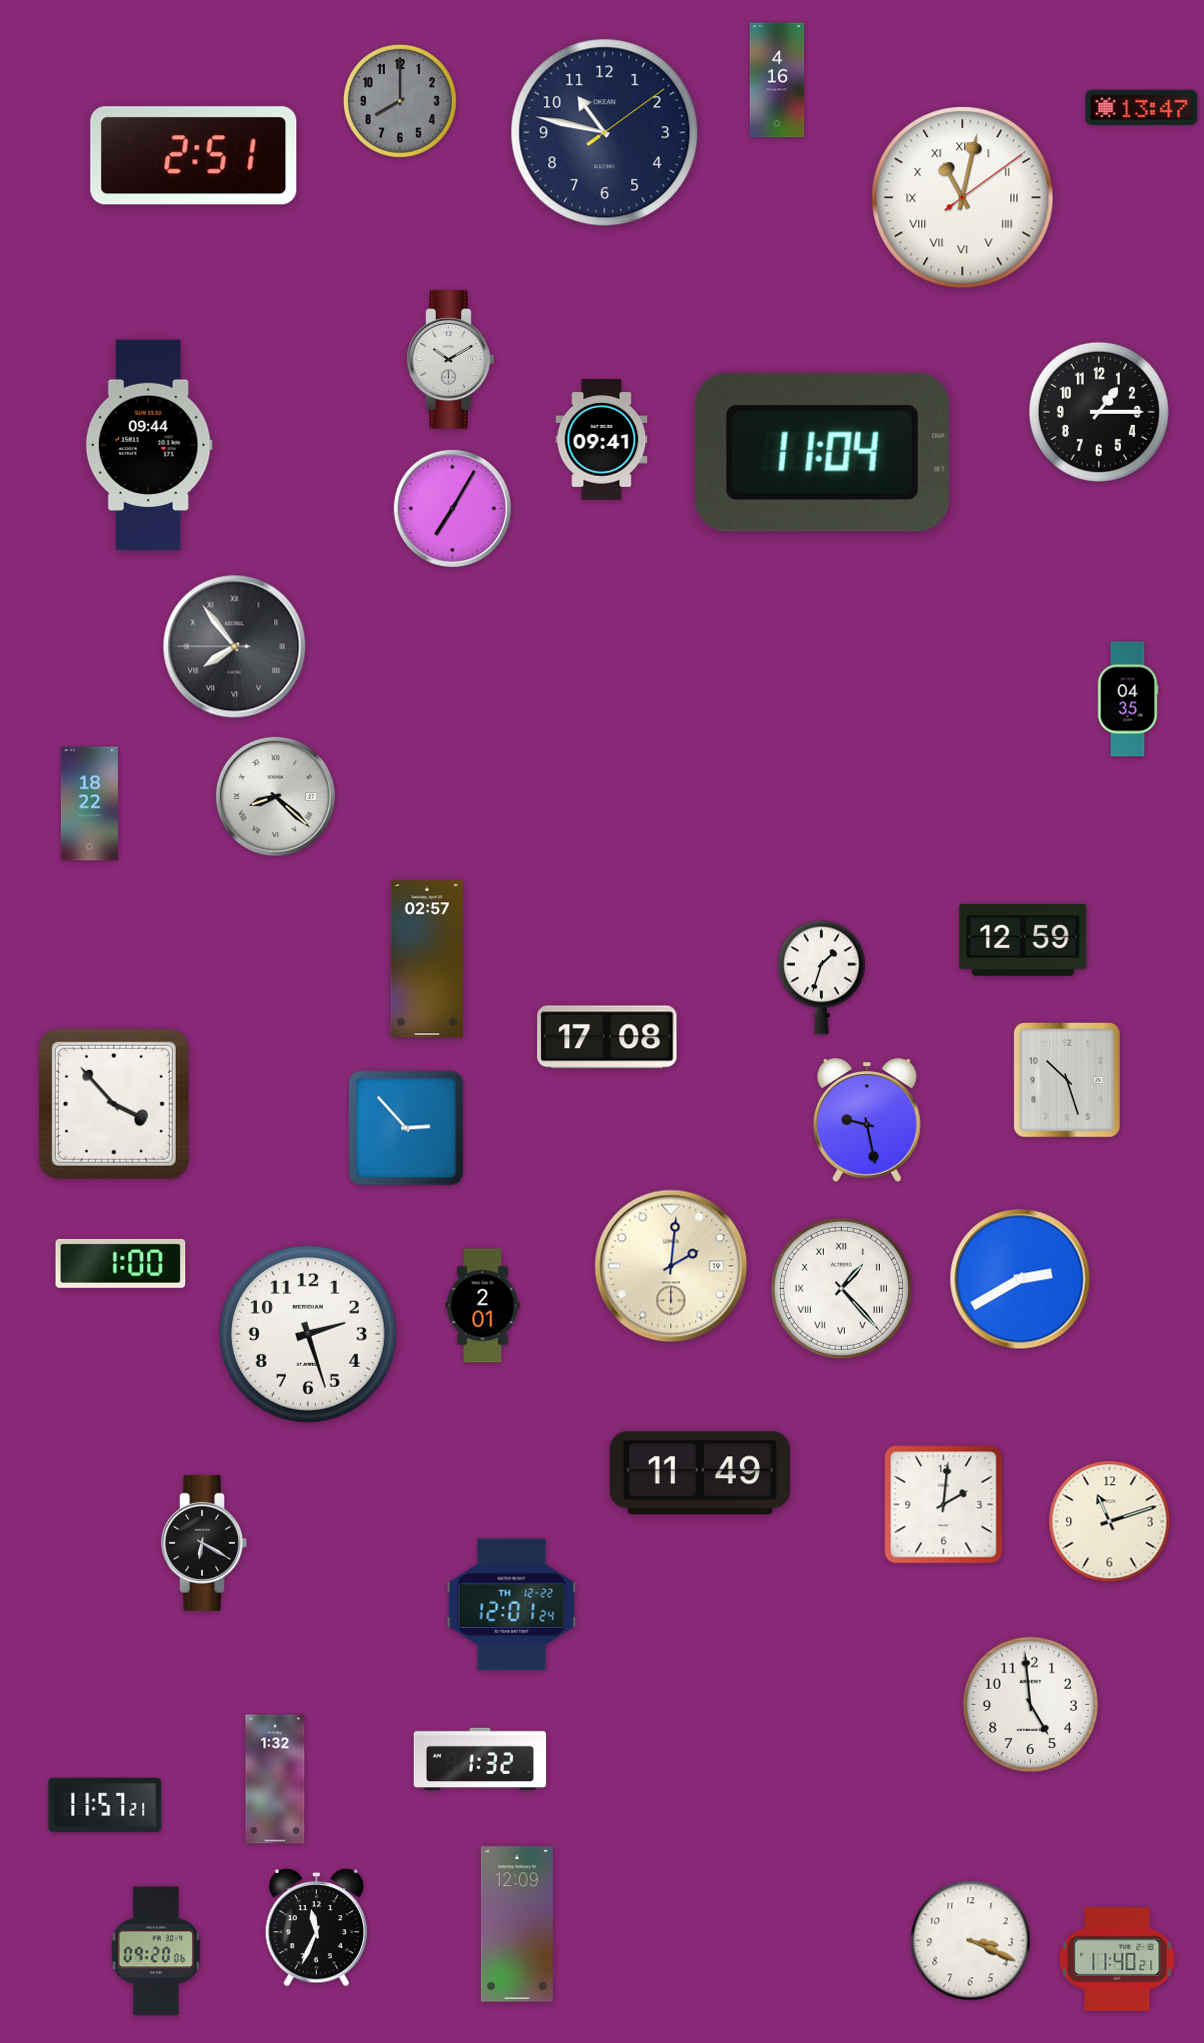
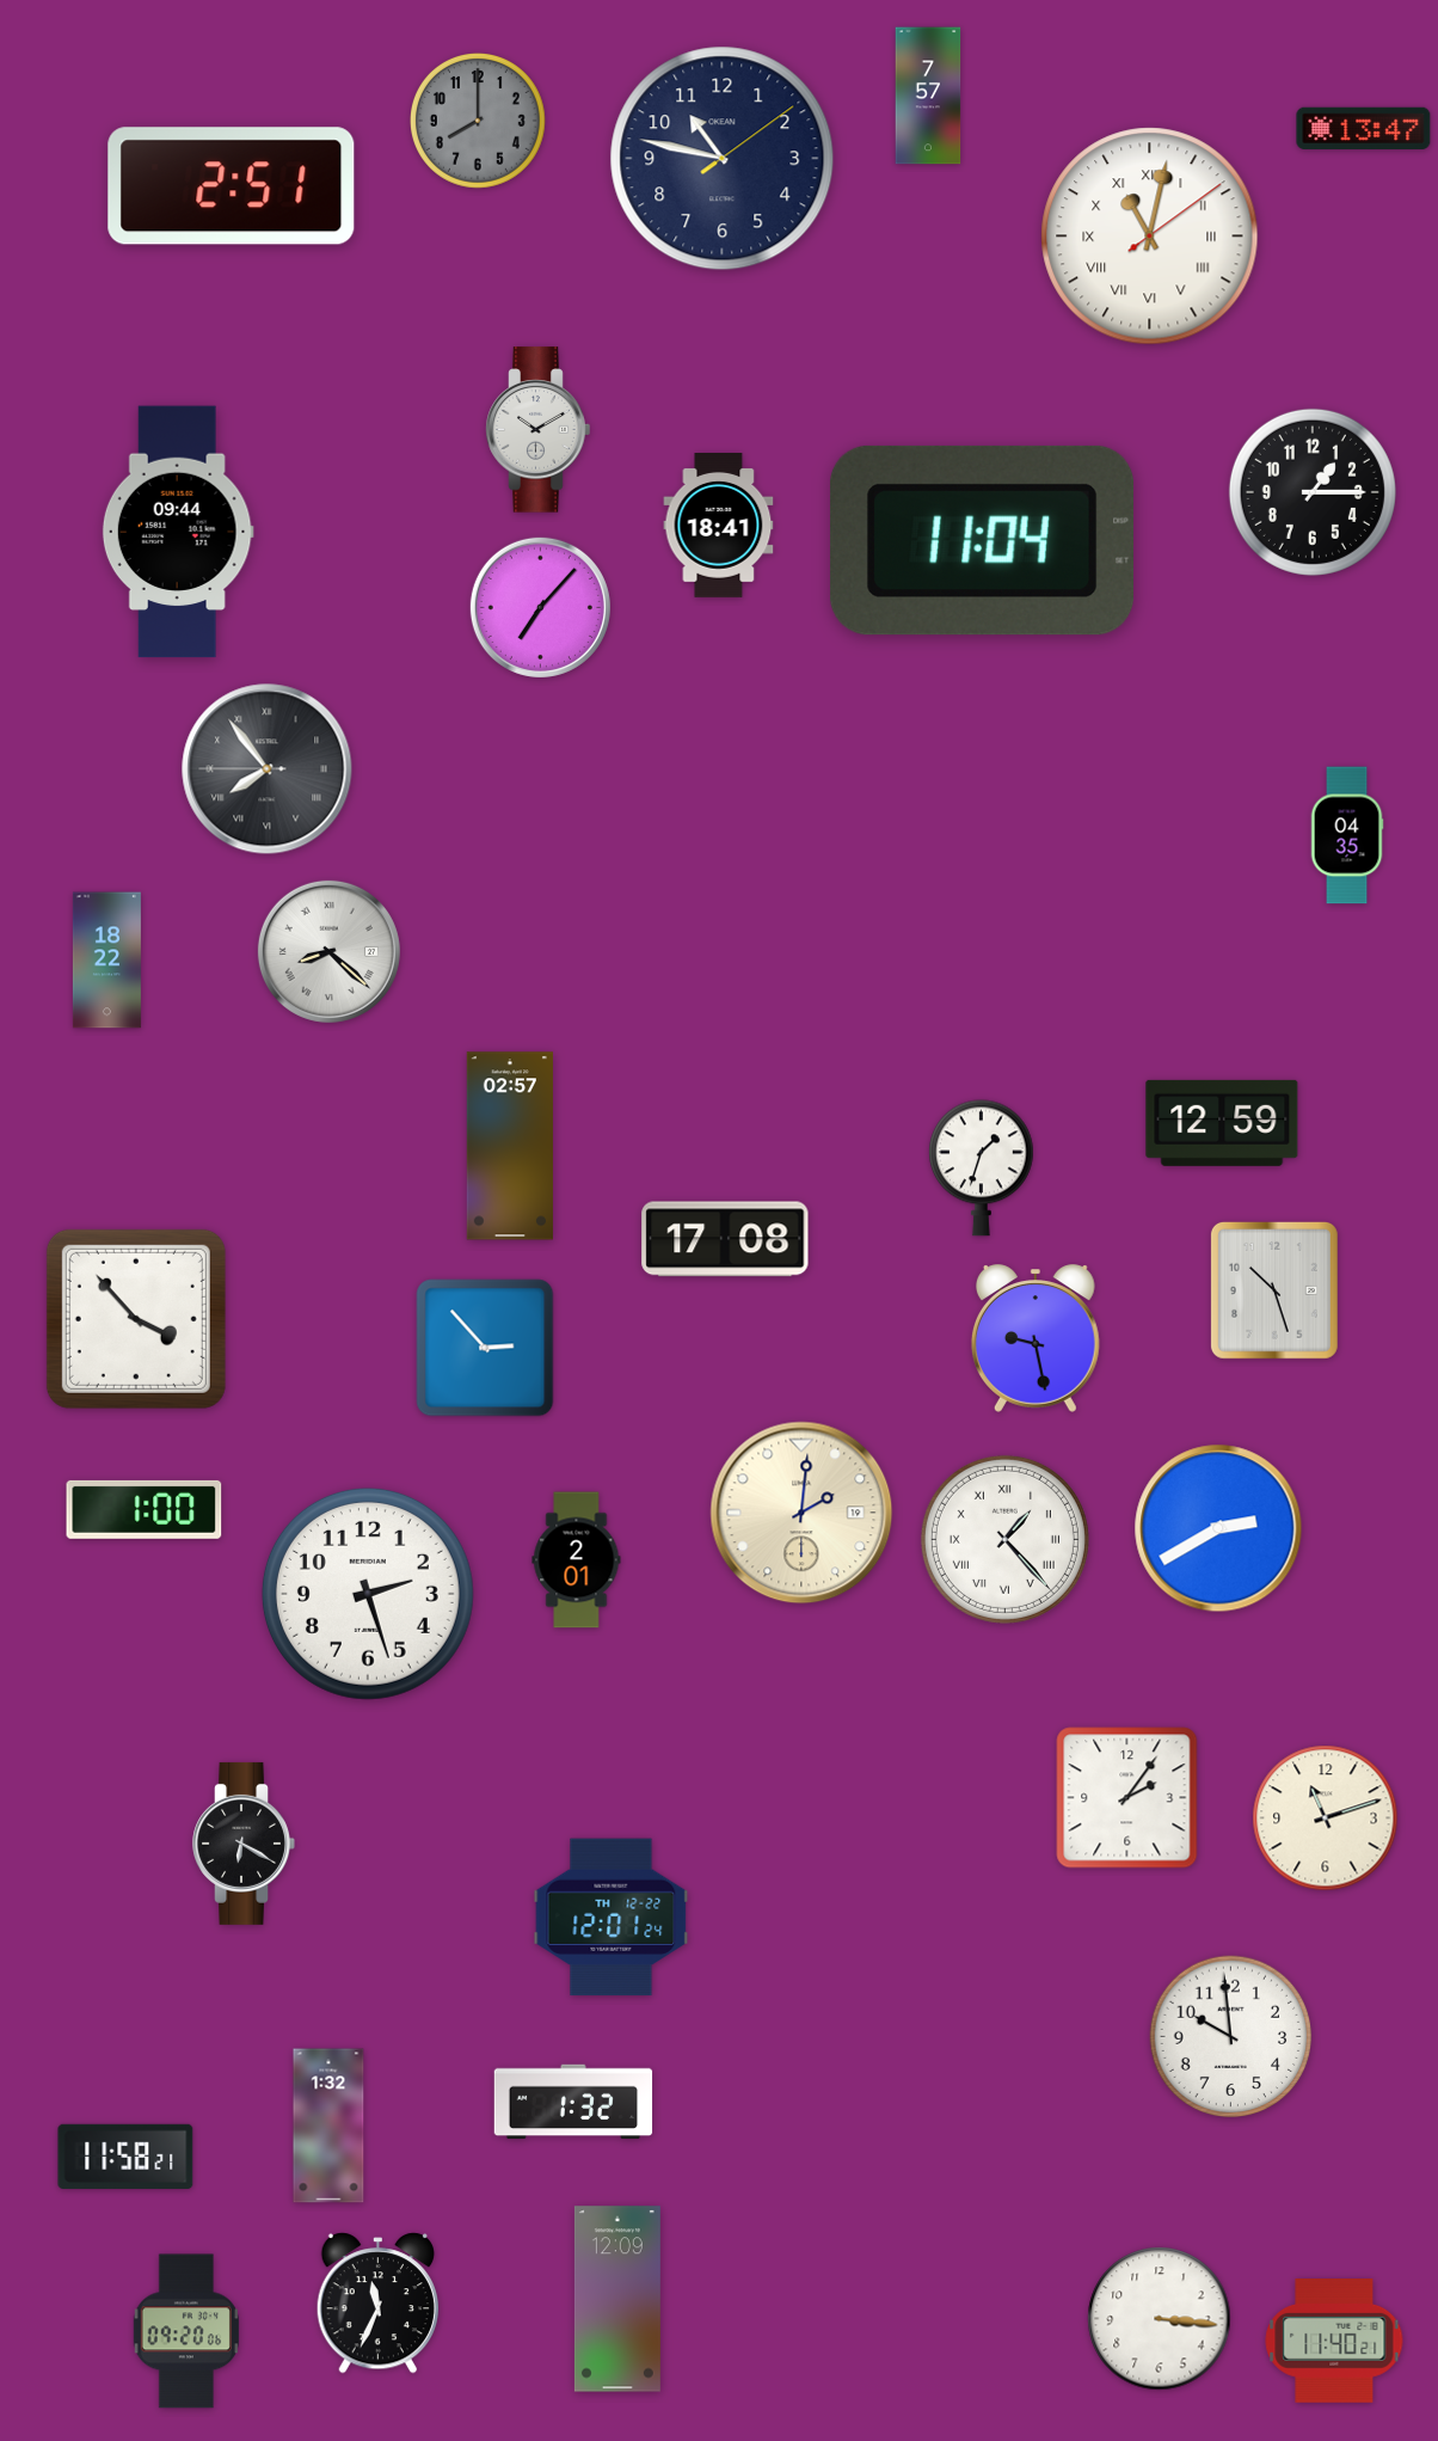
clock at (777, 80): 4:16 -> 7:57
clock at (602, 440): 09:41 -> 18:41
clock at (452, 508): 7:05 -> 7:07
clock at (235, 647) position: (235, 647) -> (268, 769)
clock at (700, 1473): 11:49 -> none
clock at (944, 1505): 2:01 -> 2:06
clock at (1031, 1705): 4:59 -> 9:59
clock at (105, 1805): 11:57 -> 11:58
clock at (971, 1941): 3:19 -> 3:16
